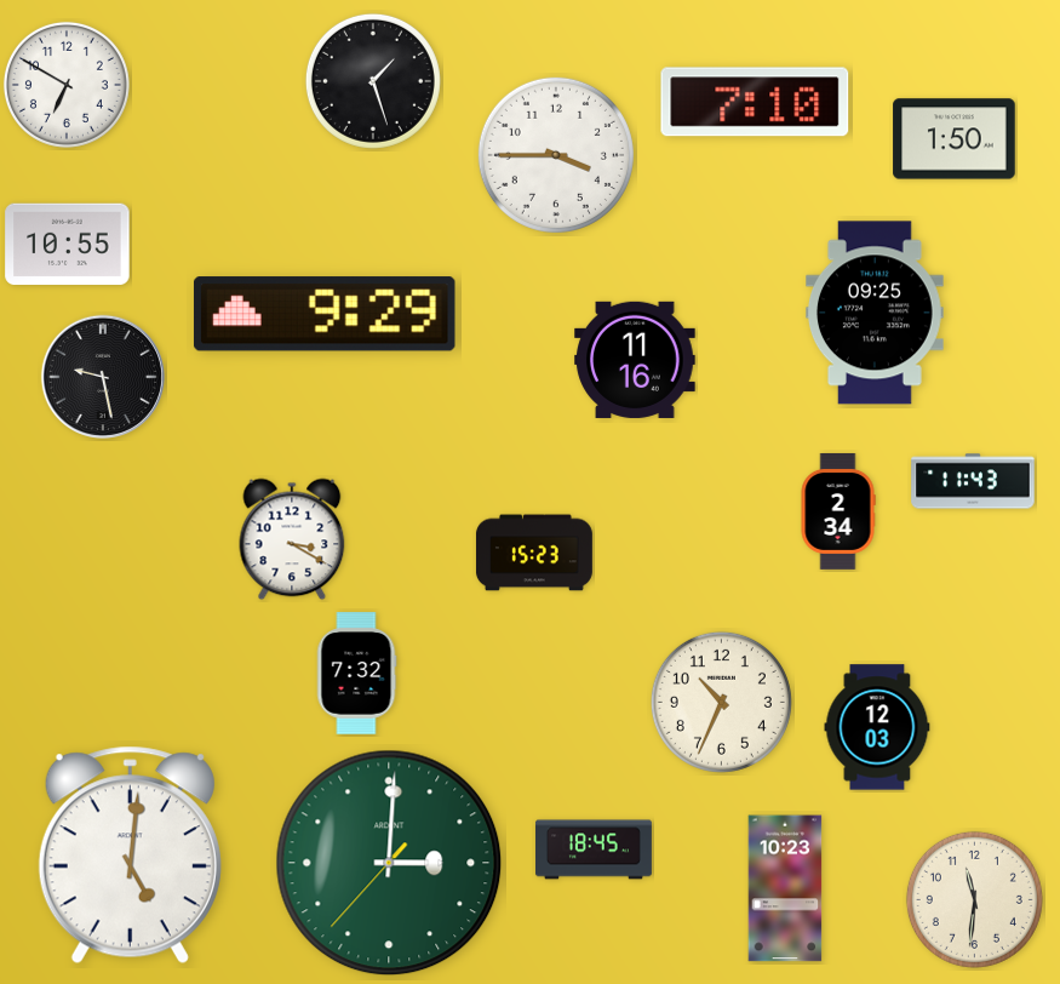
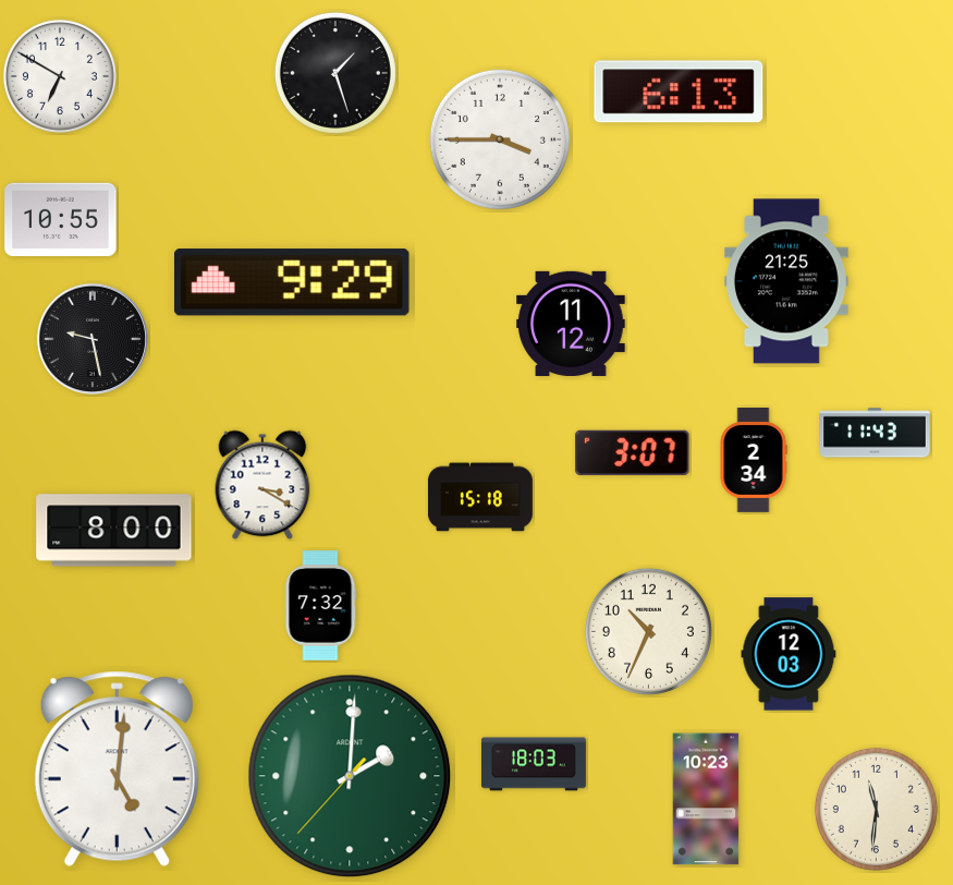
clock at (755, 102): 7:10 -> 6:13
clock at (955, 139): 1:50 -> none
clock at (876, 313): 09:25 -> 21:25
clock at (635, 360): 11:16 -> 11:12
clock at (633, 452): none -> 3:07
clock at (534, 553): 15:23 -> 15:18
clock at (114, 531): none -> 8:00
clock at (594, 849): 18:45 -> 18:03
clock at (389, 863): 3:00 -> 2:00
